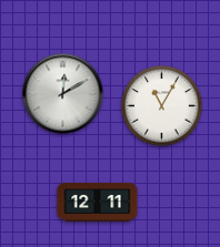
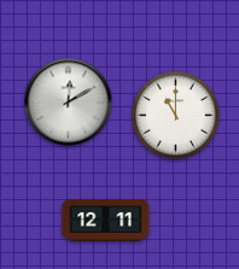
clock at (162, 106): 11:05 -> 11:00
